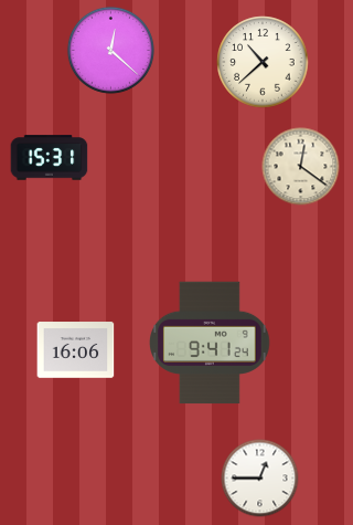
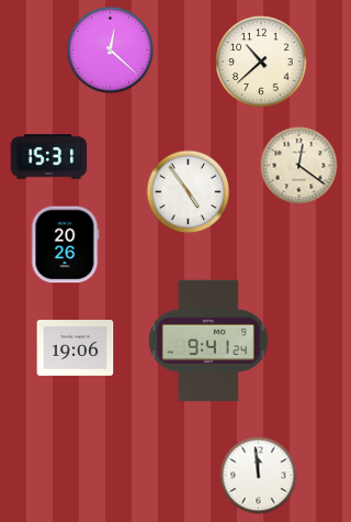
clock at (189, 192): none -> 4:54
clock at (66, 245): none -> 20:26
clock at (76, 350): 16:06 -> 19:06
clock at (260, 479): 12:45 -> 11:59
